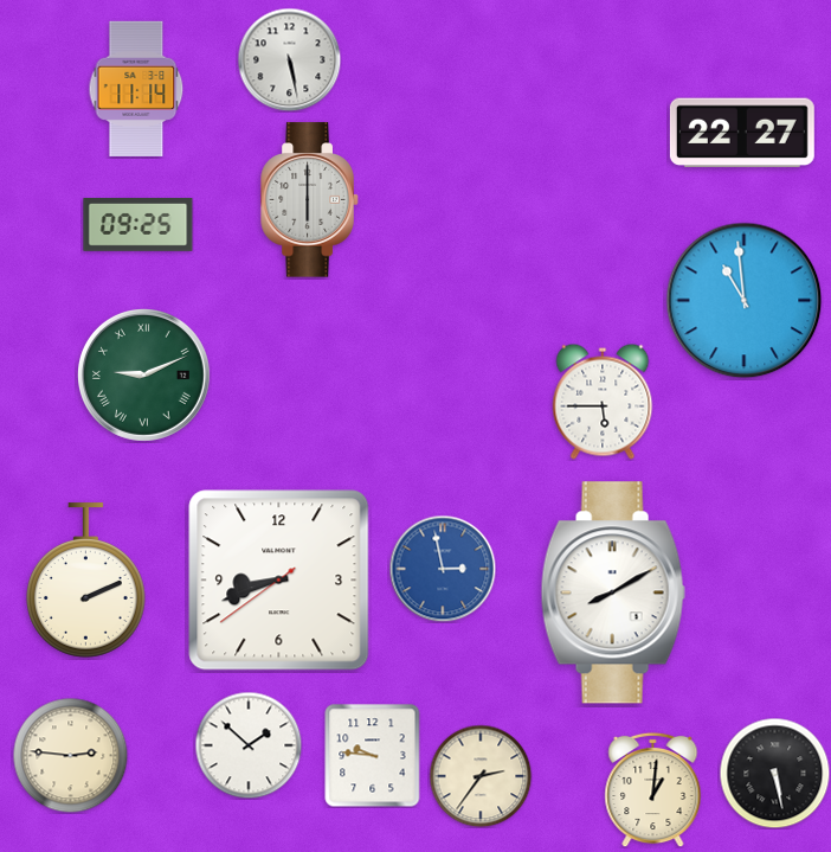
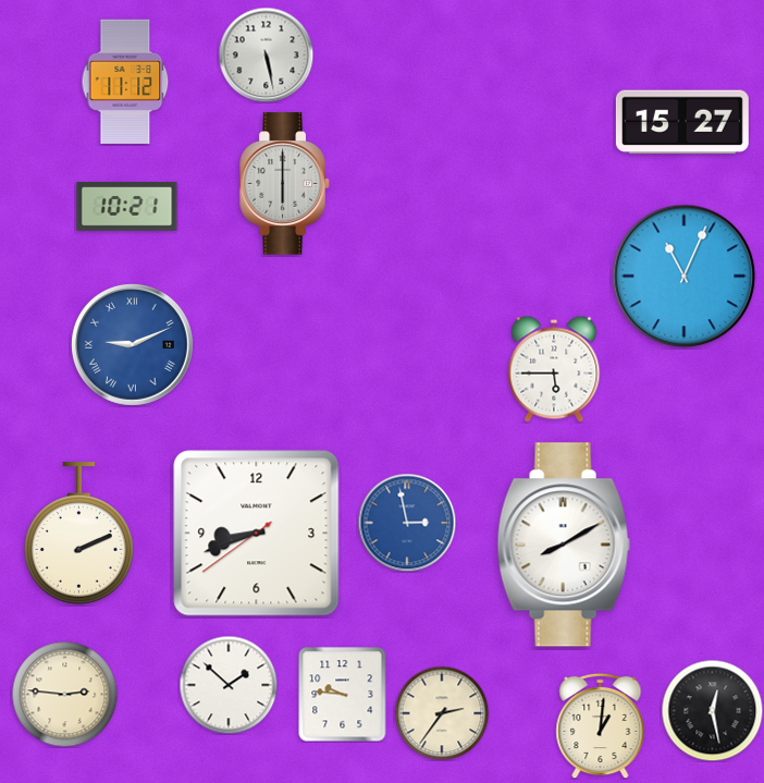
clock at (136, 89): 11:14 -> 11:12
clock at (742, 133): 22:27 -> 15:27
clock at (138, 225): 09:25 -> 10:21
clock at (745, 301): 10:59 -> 11:04
clock at (144, 376) dial: green -> blue
clock at (774, 773): 5:28 -> 12:28
